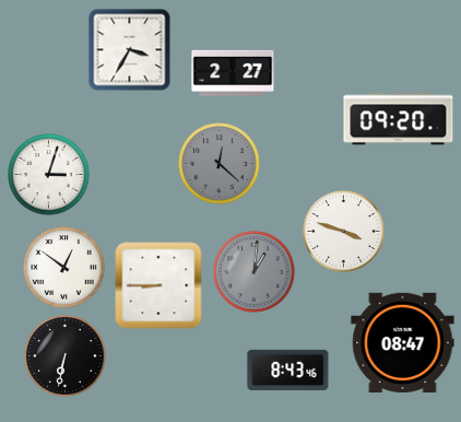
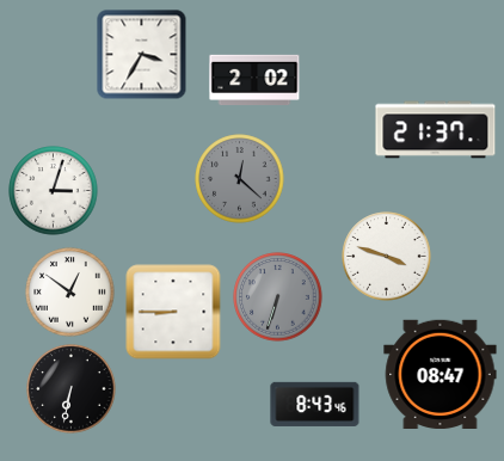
clock at (233, 72): 2:27 -> 2:02
clock at (399, 119): 09:20 -> 21:37
clock at (344, 232) position: (344, 232) -> (387, 257)
clock at (255, 272): 1:01 -> 6:33
